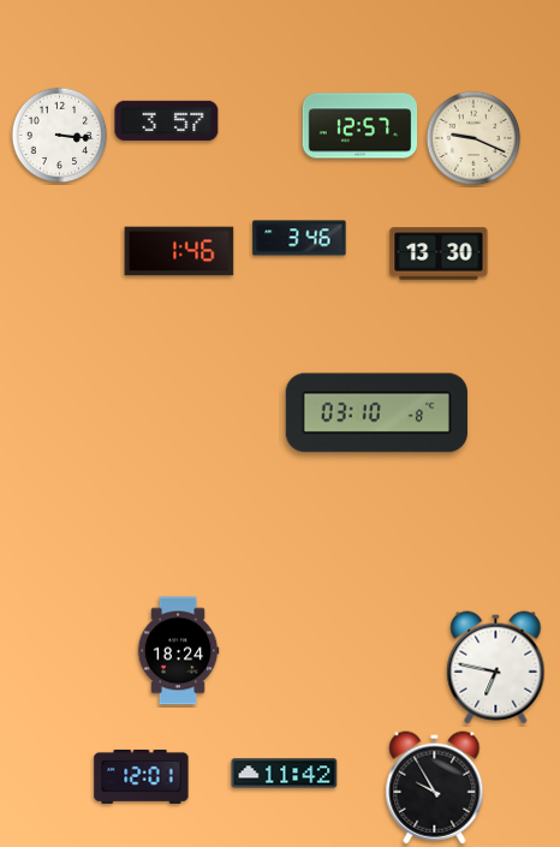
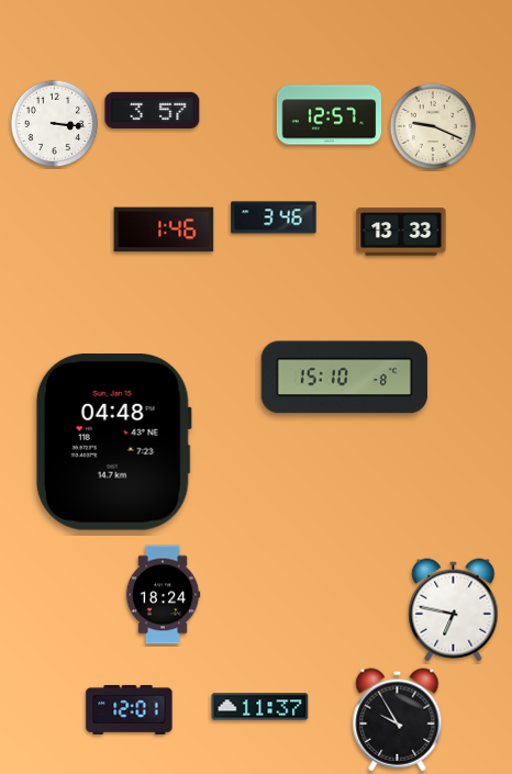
clock at (439, 253): 13:30 -> 13:33
clock at (376, 413): 03:10 -> 15:10
clock at (113, 442): none -> 04:48
clock at (285, 774): 11:42 -> 11:37
